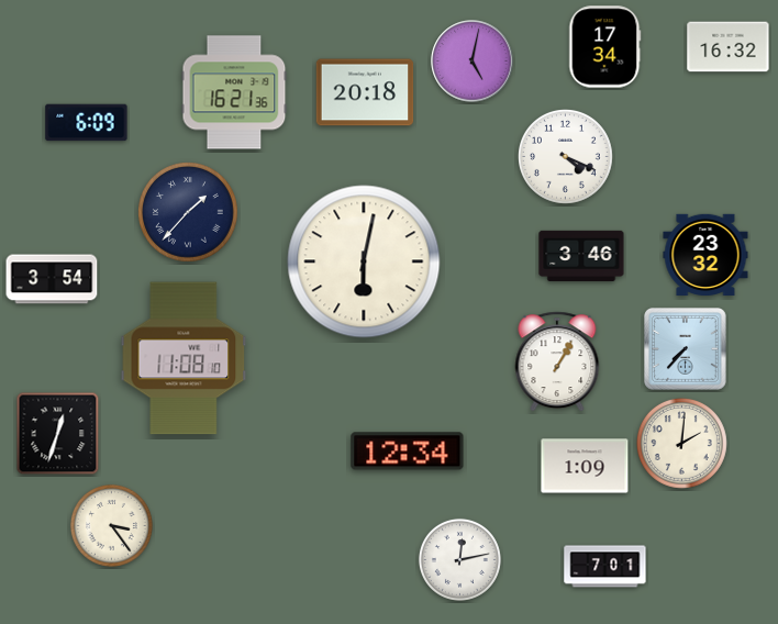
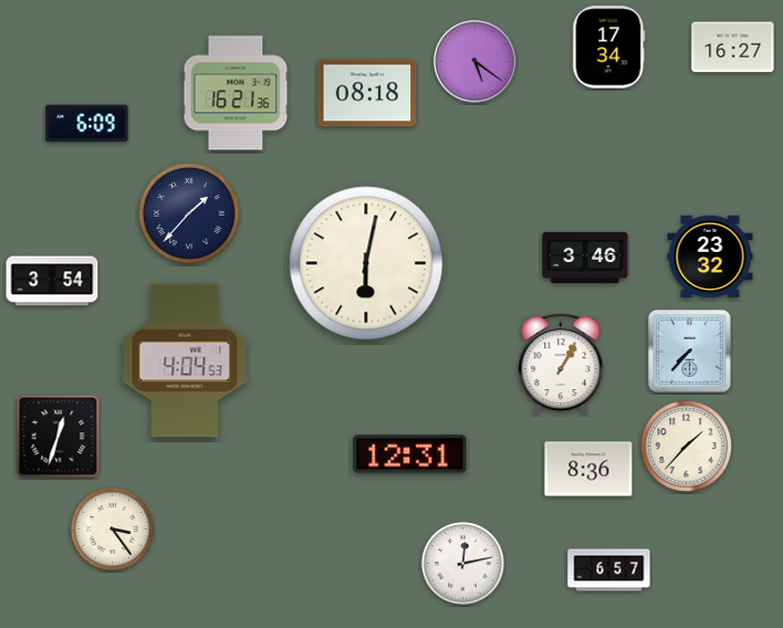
clock at (729, 47): 16:32 -> 16:27
clock at (473, 62): 5:02 -> 5:21
clock at (365, 92): 20:18 -> 08:18
clock at (566, 157): 4:19 -> none
clock at (184, 358): 11:08 -> 4:04
clock at (681, 443): 2:01 -> 1:37
clock at (408, 452): 12:34 -> 12:31
clock at (585, 466): 1:09 -> 8:36
clock at (605, 567): 7:01 -> 6:57
